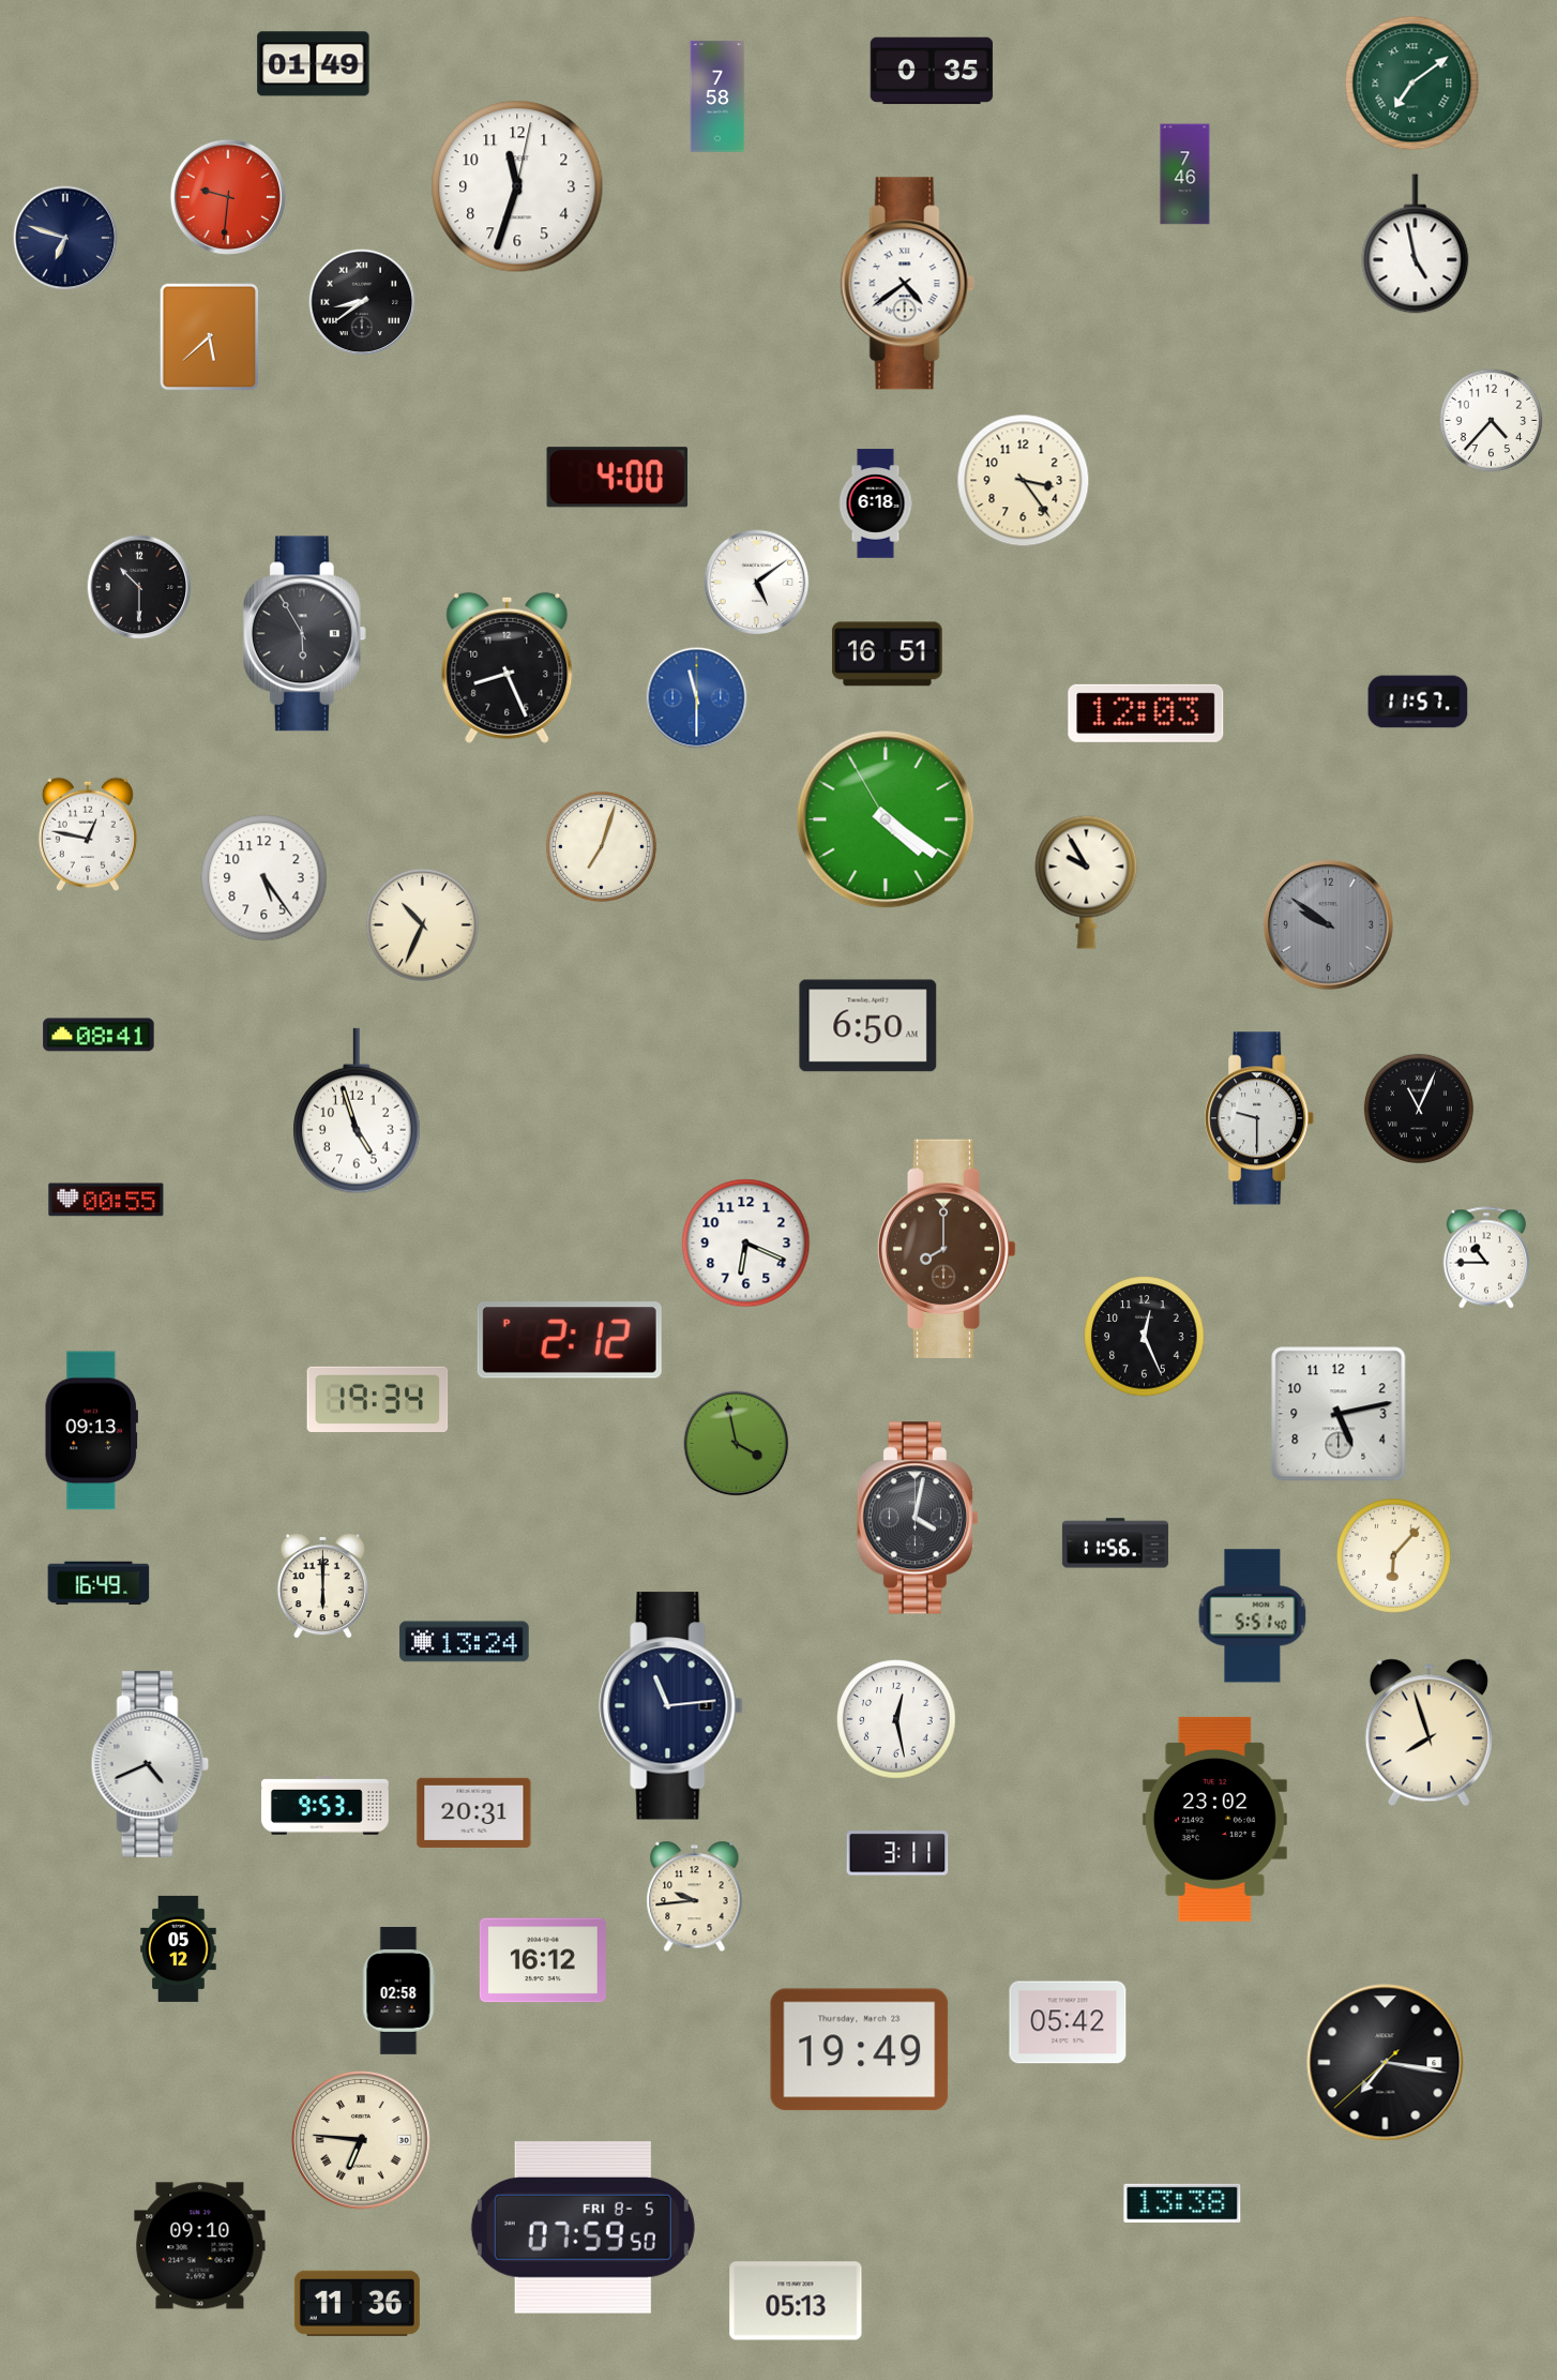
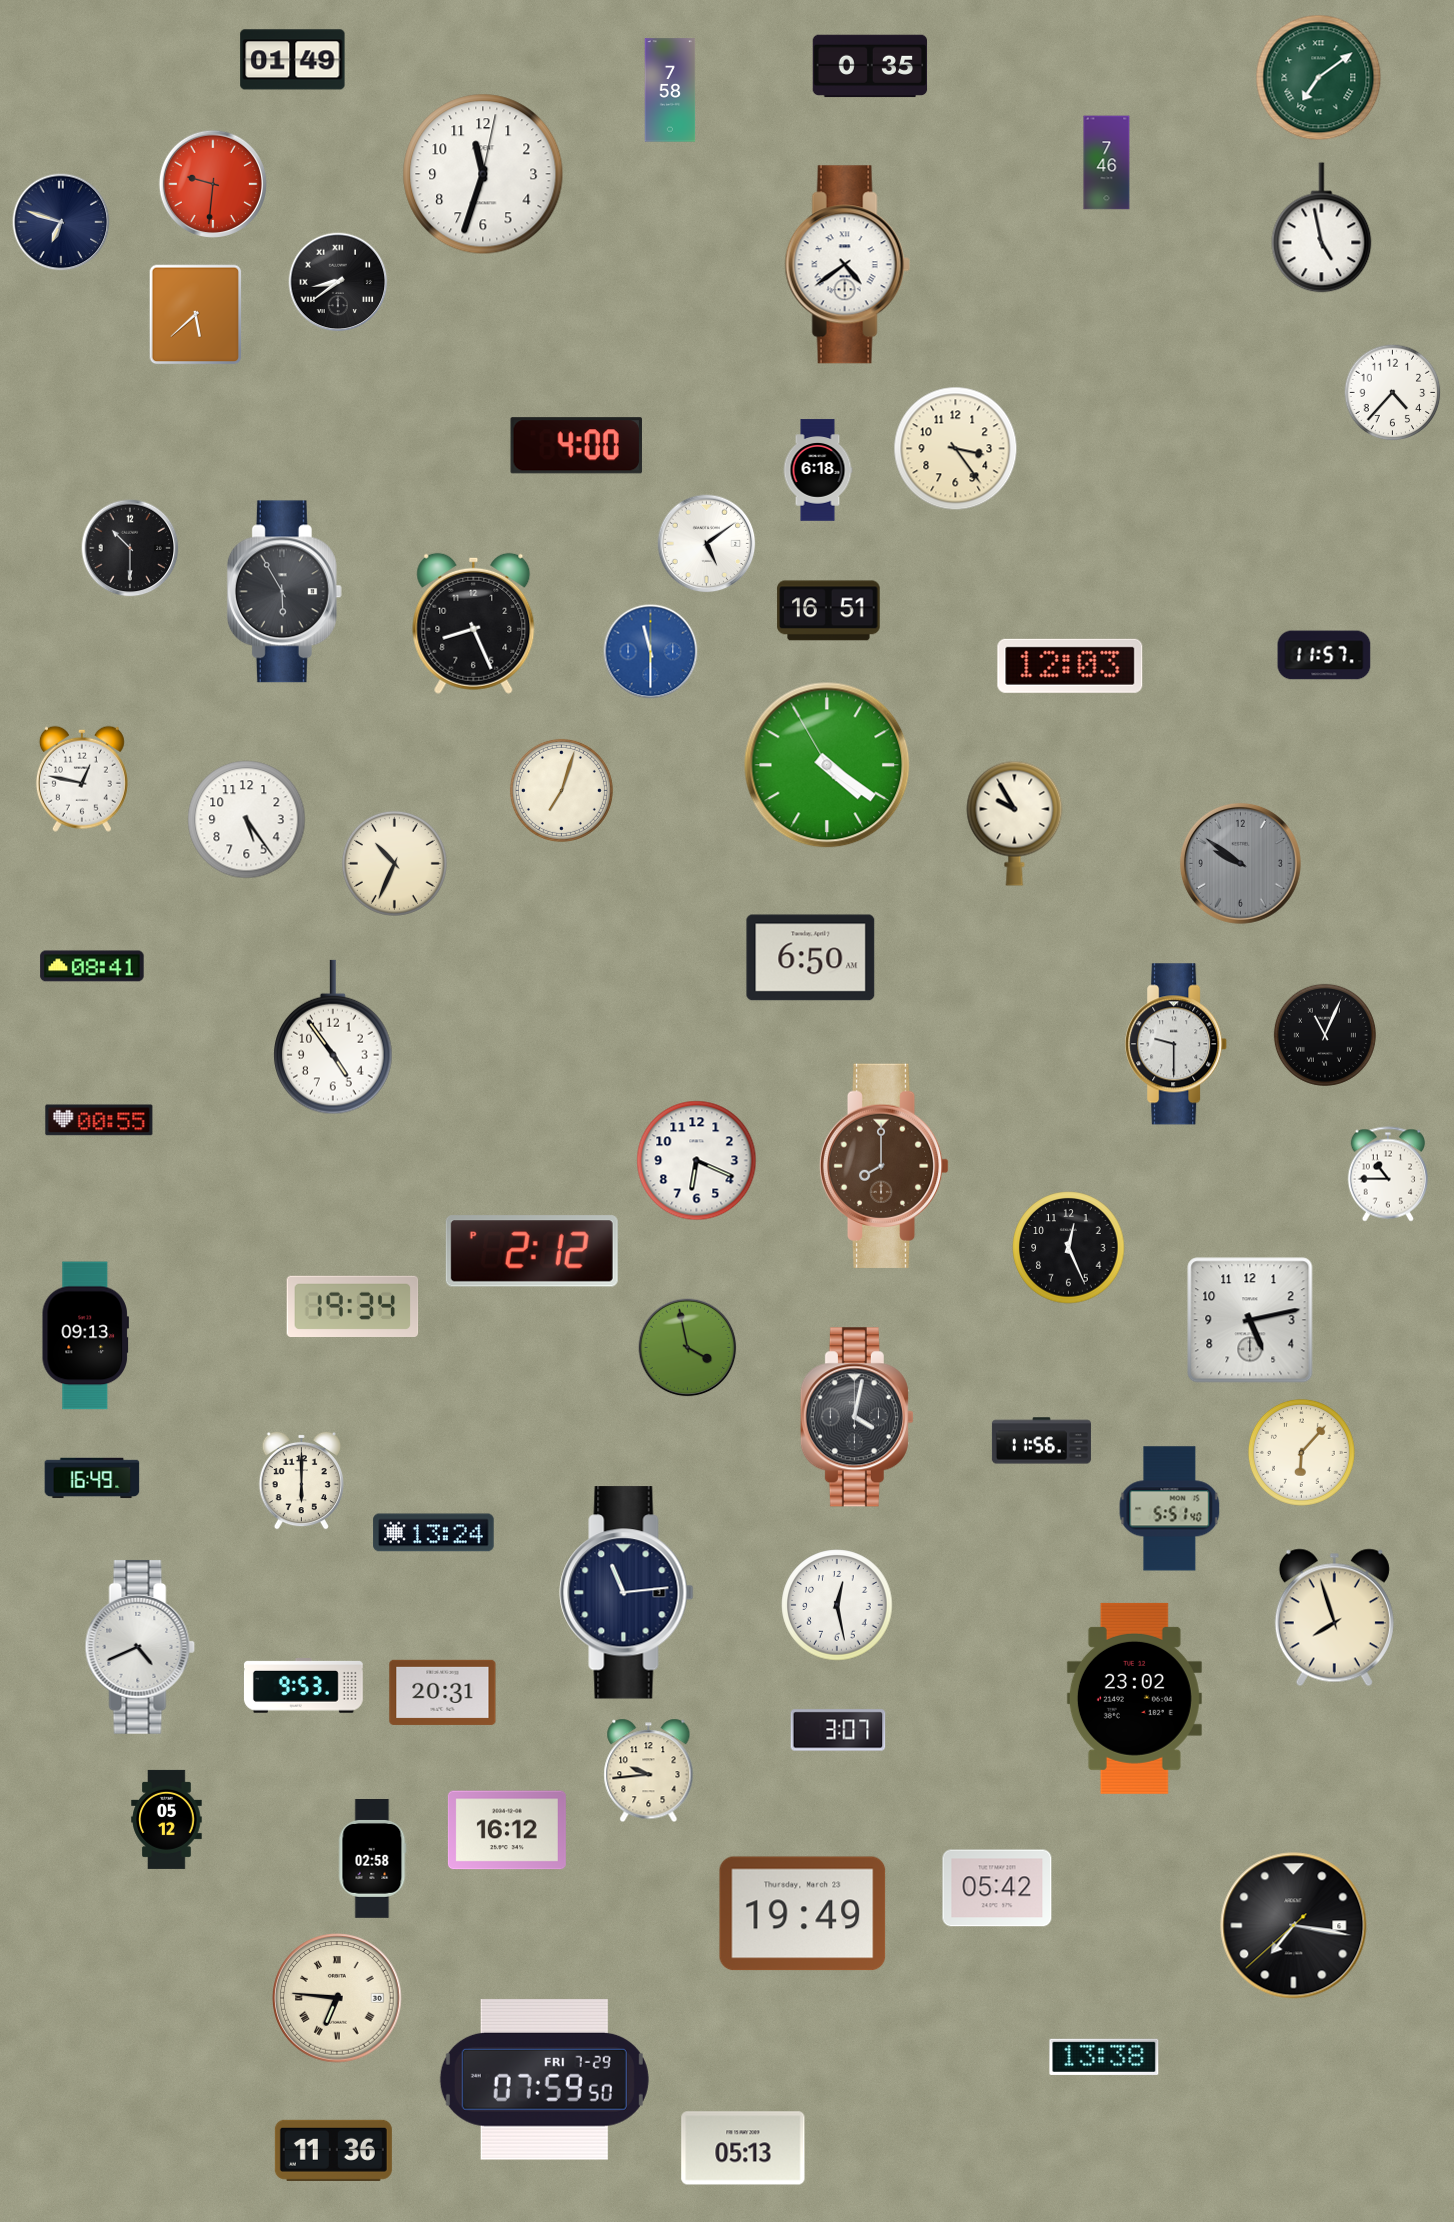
clock at (357, 1111): 4:57 -> 4:54
clock at (897, 1853): 3:11 -> 3:07
clock at (583, 2228) date: FRI 8-5 -> FRI 7-29
clock at (200, 2246): 09:10 -> none
